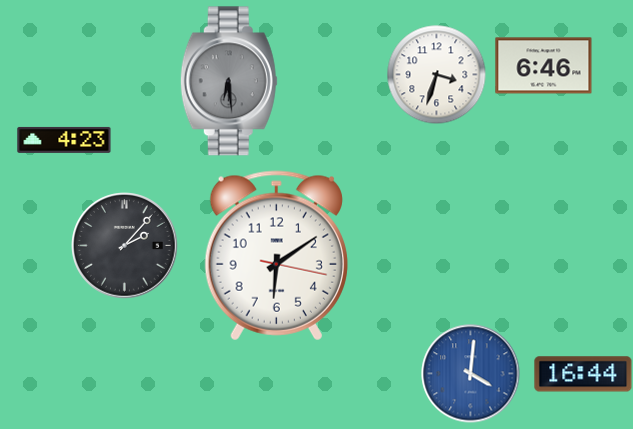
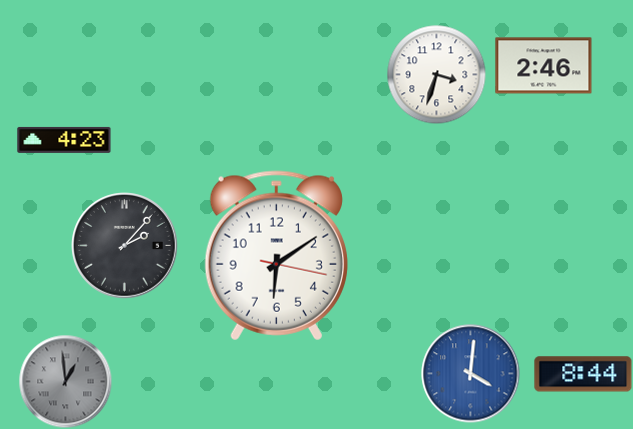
clock at (544, 66): 6:46 -> 2:46
clock at (229, 81): 6:29 -> none
clock at (583, 374): 16:44 -> 8:44
clock at (65, 381): none -> 12:59
